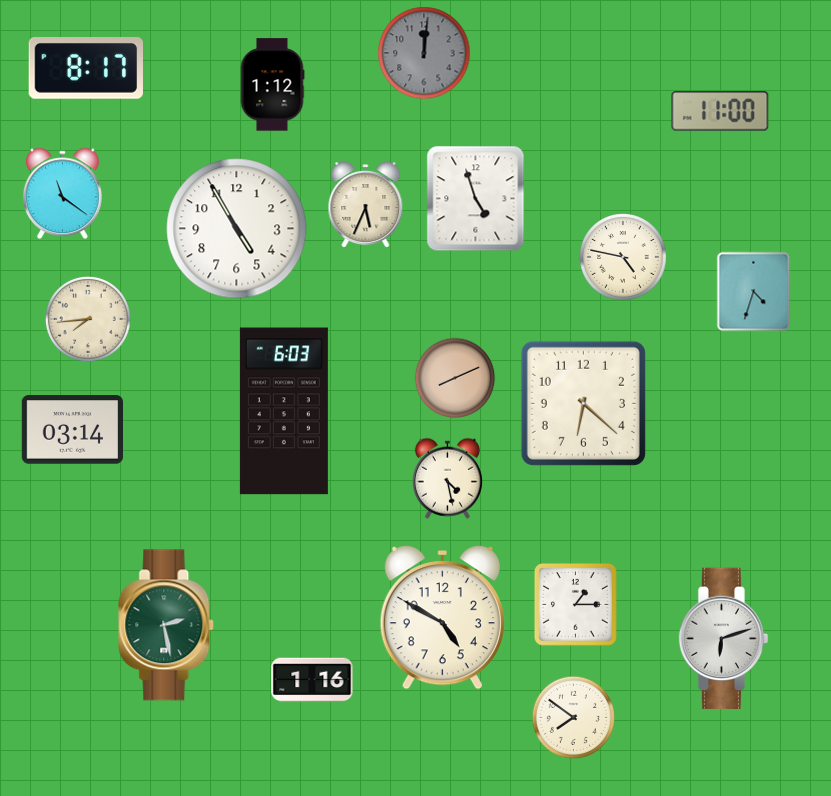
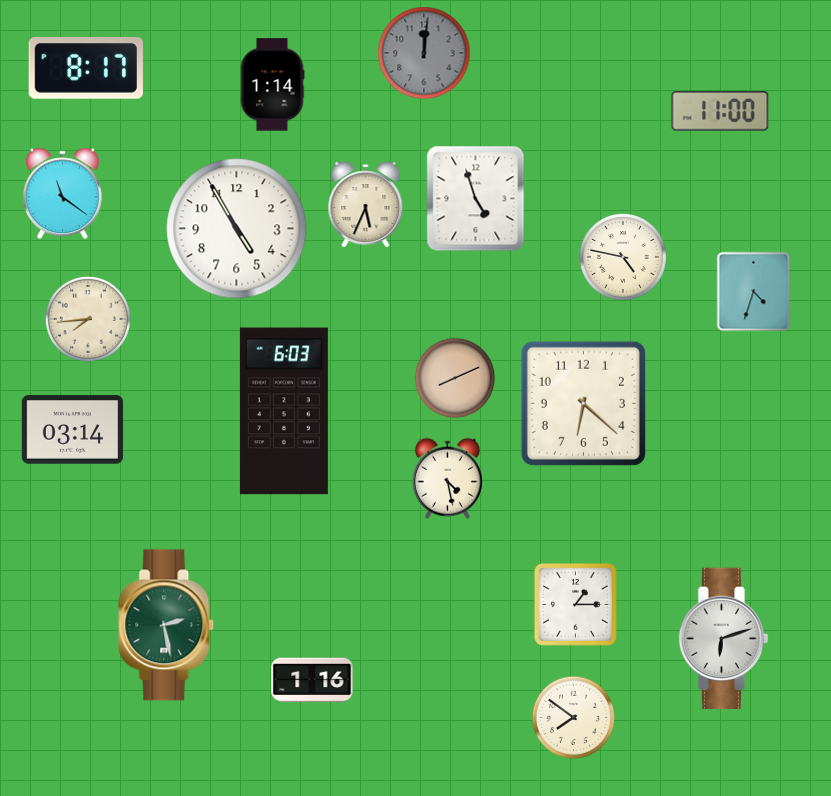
clock at (272, 85): 1:12 -> 1:14
clock at (442, 618): 4:50 -> none
